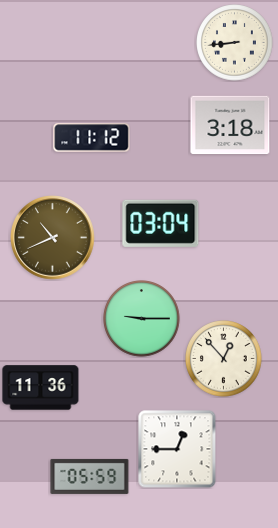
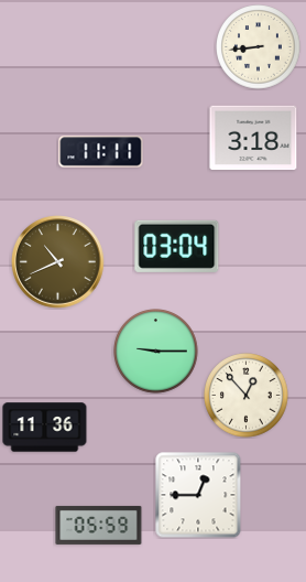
clock at (92, 138): 11:12 -> 11:11
clock at (177, 449) position: (177, 449) -> (198, 495)
